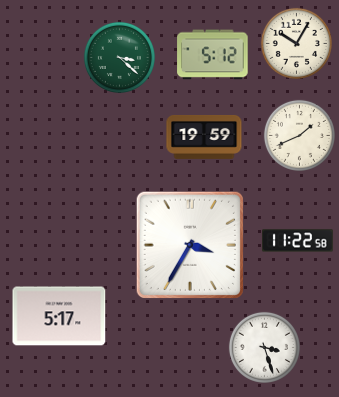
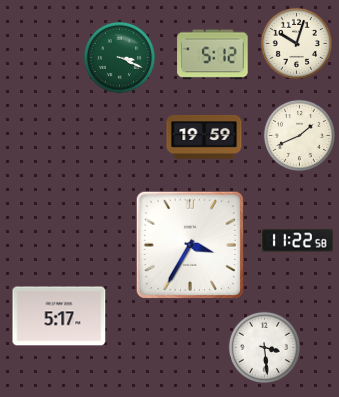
clock at (296, 43): 10:05 -> 10:03
clock at (119, 57): 3:22 -> 3:19
clock at (264, 347): 3:27 -> 3:29
